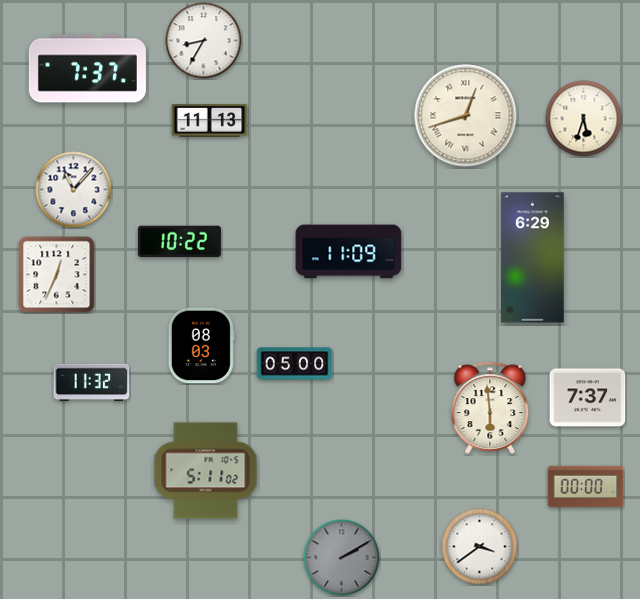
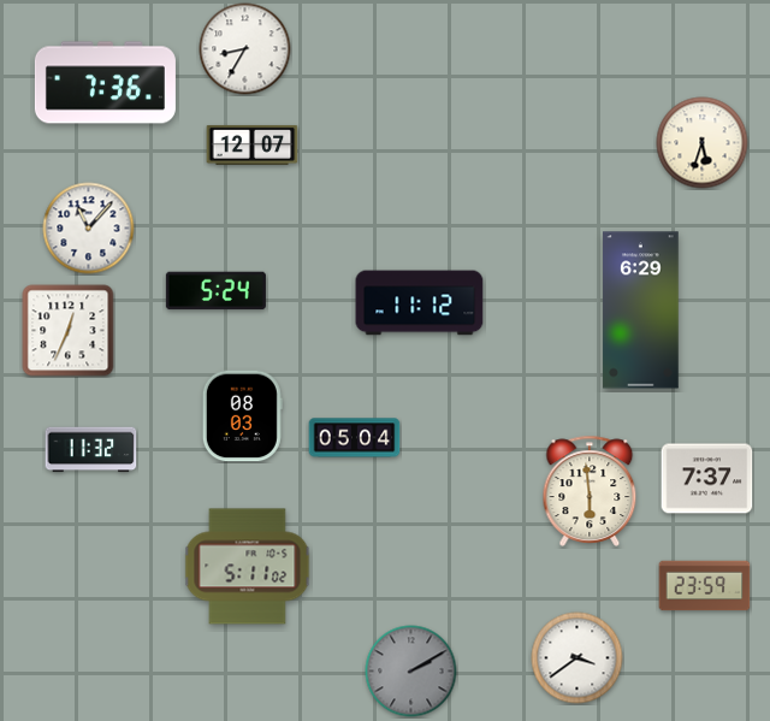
clock at (87, 69): 7:37 -> 7:36
clock at (466, 116): 12:42 -> none
clock at (210, 120): 11:13 -> 12:07
clock at (179, 242): 10:22 -> 5:24
clock at (349, 252): 11:09 -> 11:12
clock at (295, 364): 05:00 -> 05:04
clock at (92, 383) position: (92, 383) -> (91, 450)
clock at (586, 487): 00:00 -> 23:59
